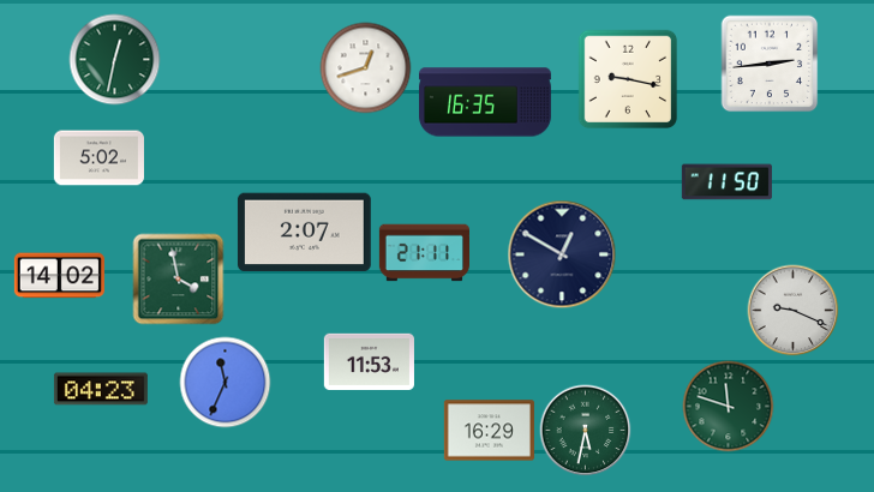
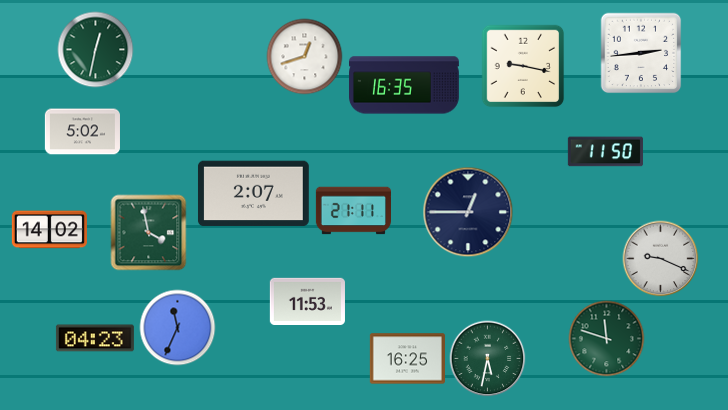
clock at (562, 254): 12:50 -> 12:45
clock at (226, 383) position: (226, 383) -> (178, 328)
clock at (101, 389) position: (101, 389) -> (95, 338)
clock at (489, 431): 16:29 -> 16:25
